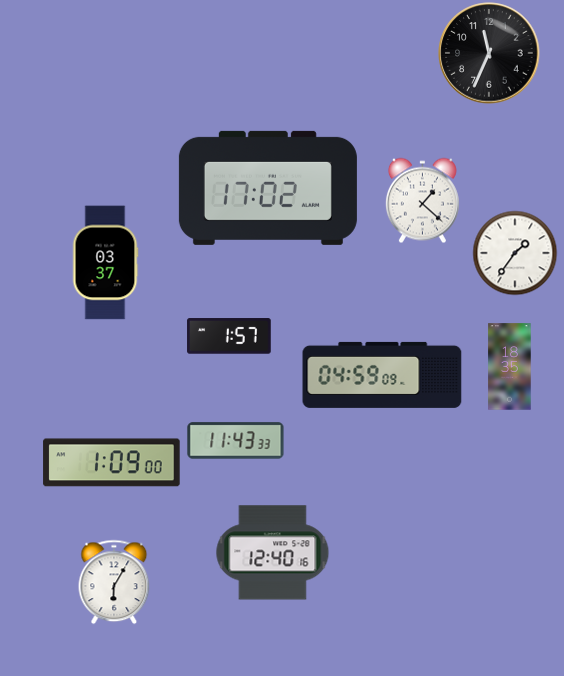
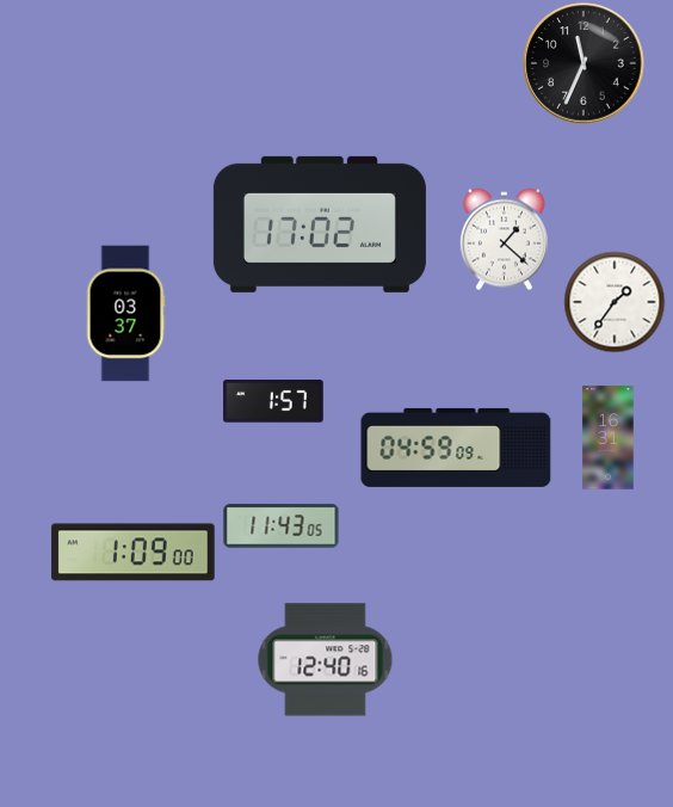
clock at (510, 367): 18:35 -> 16:31
clock at (236, 441): 11:43:33 -> 11:43:05
clock at (114, 582): 6:05 -> none
